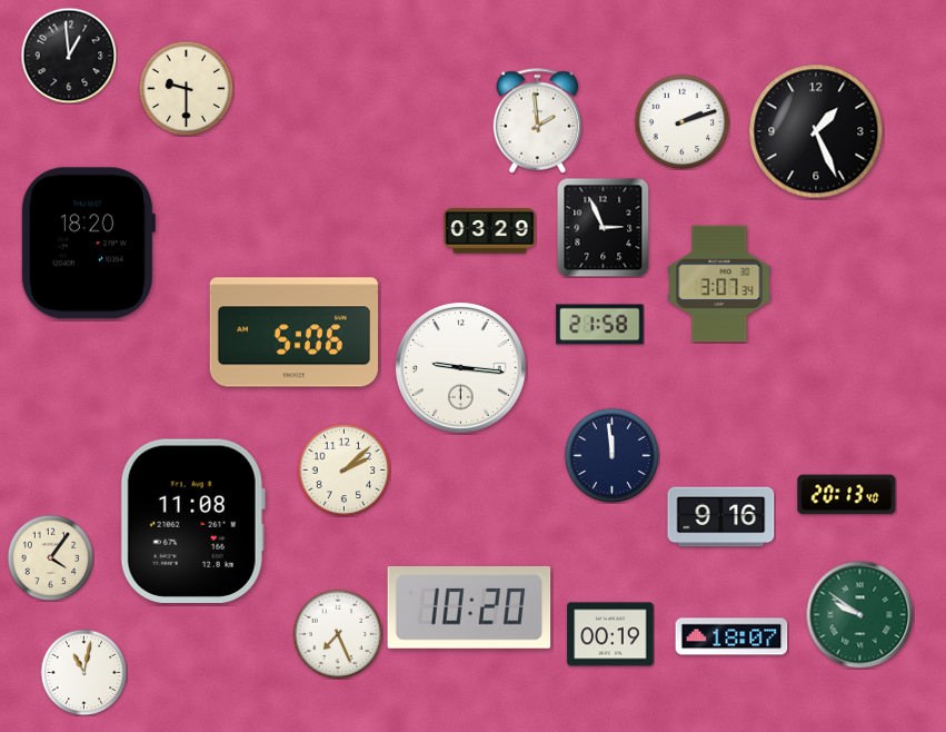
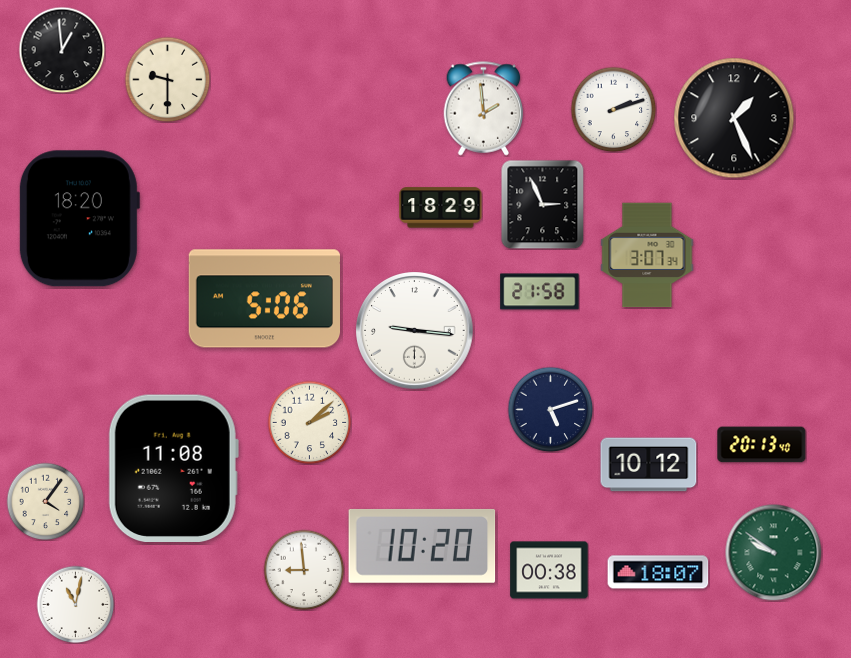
clock at (490, 231): 03:29 -> 18:29
clock at (611, 455): 11:59 -> 5:12
clock at (721, 517): 9:16 -> 10:12
clock at (338, 634): 7:26 -> 8:59
clock at (610, 634): 00:19 -> 00:38
